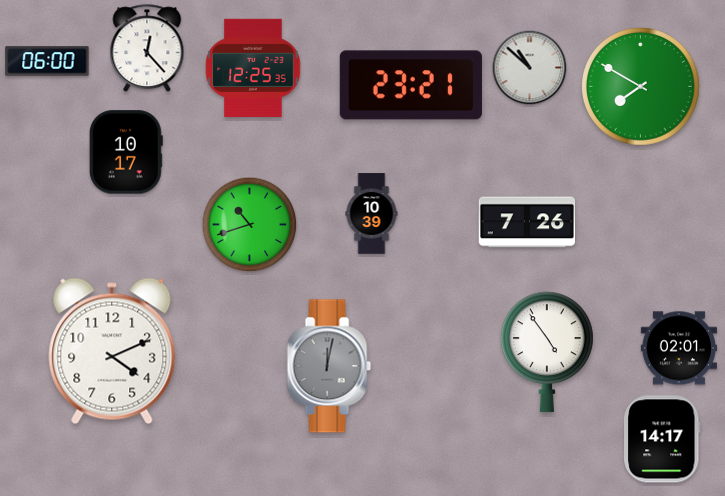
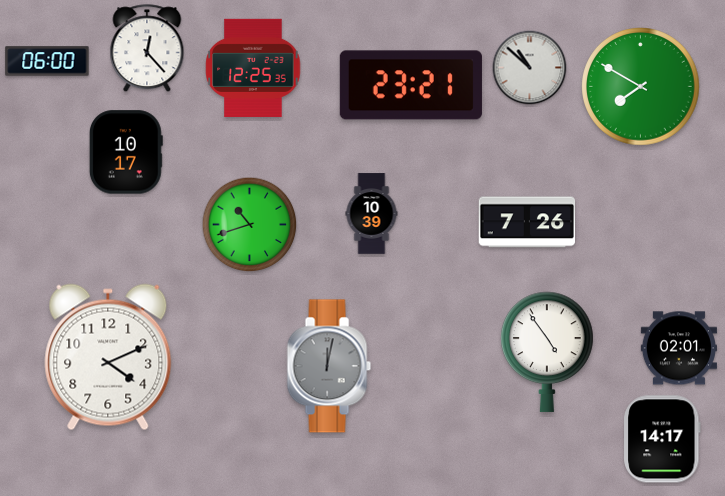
clock at (112, 351) position: (112, 351) -> (108, 357)
